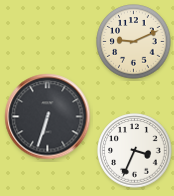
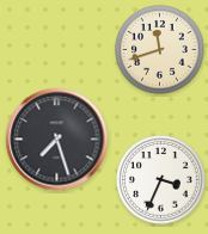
clock at (134, 42): 9:11 -> 11:42
clock at (48, 117): 6:33 -> 7:27
